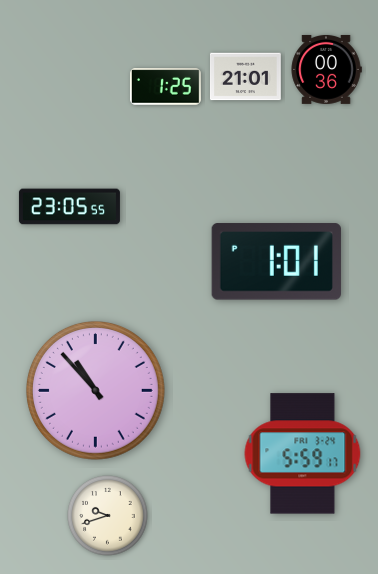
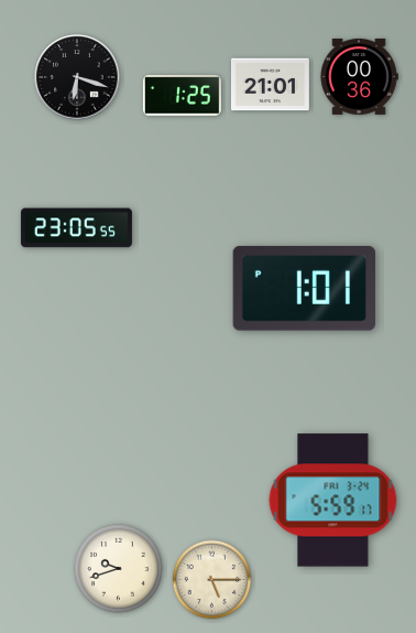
clock at (77, 77): none -> 6:18
clock at (95, 390): 10:53 -> none
clock at (212, 580): none -> 5:15
